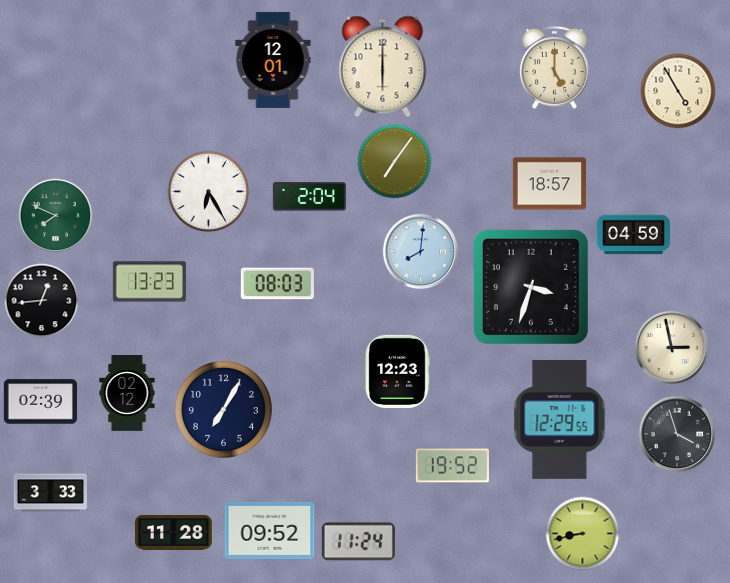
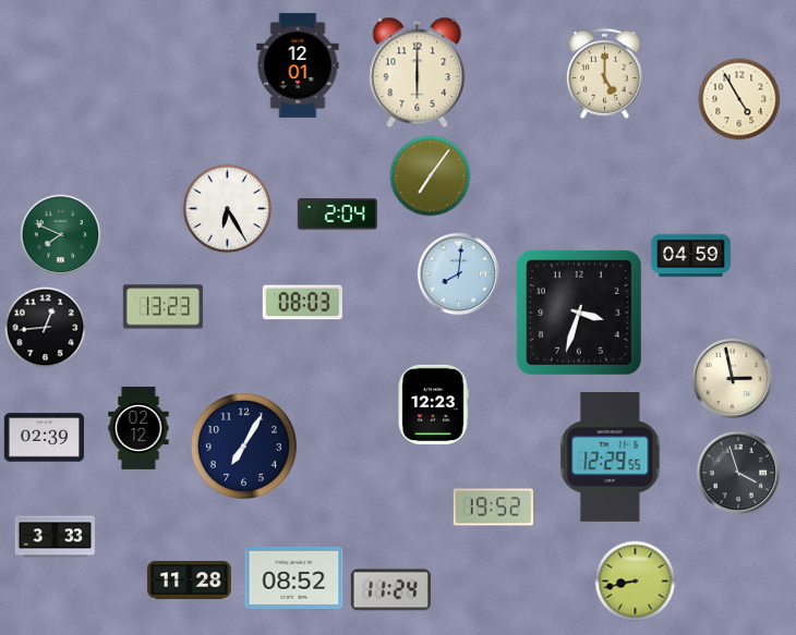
clock at (549, 184): 18:57 -> none
clock at (277, 284) position: (277, 284) -> (302, 303)
clock at (270, 530): 09:52 -> 08:52
